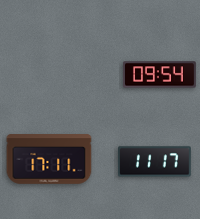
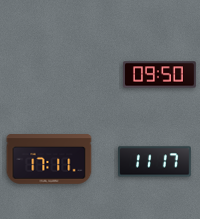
clock at (160, 75): 09:54 -> 09:50
